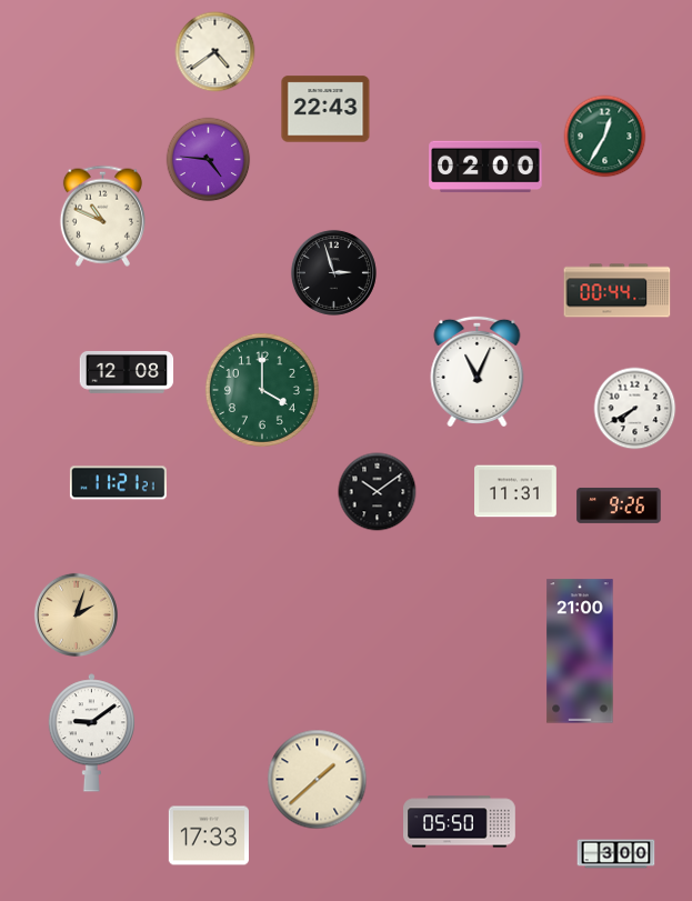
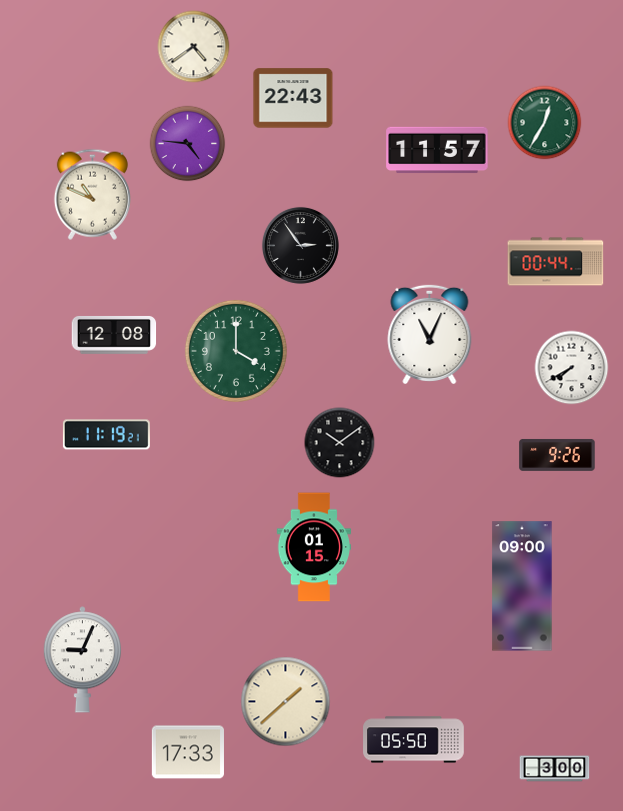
clock at (485, 167): 02:00 -> 11:57
clock at (333, 272): 2:57 -> 2:54
clock at (118, 483): 11:21 -> 11:19
clock at (517, 491): 11:31 -> none
clock at (313, 547): none -> 01:15
clock at (76, 614): 2:03 -> none
clock at (580, 651): 21:00 -> 09:00
clock at (91, 733): 9:09 -> 9:04
